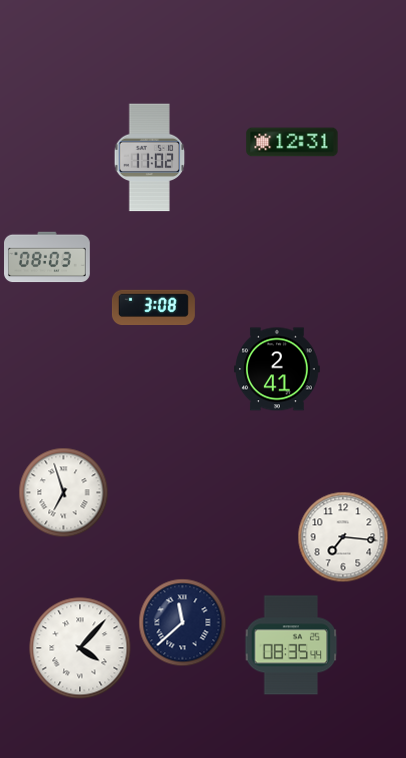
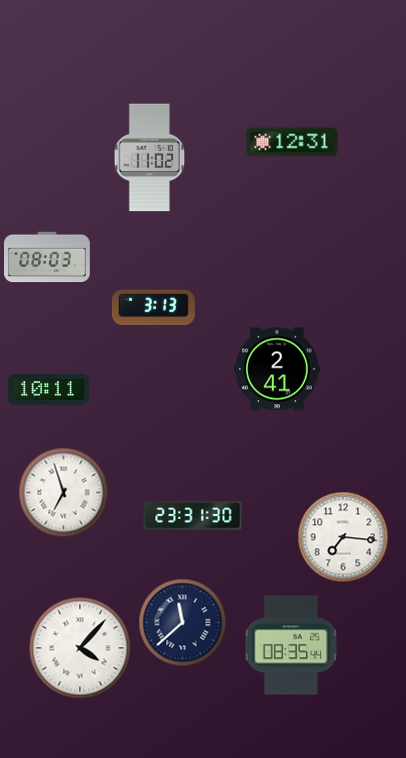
clock at (153, 307): 3:08 -> 3:13
clock at (48, 390): none -> 10:11
clock at (193, 516): none -> 23:31
